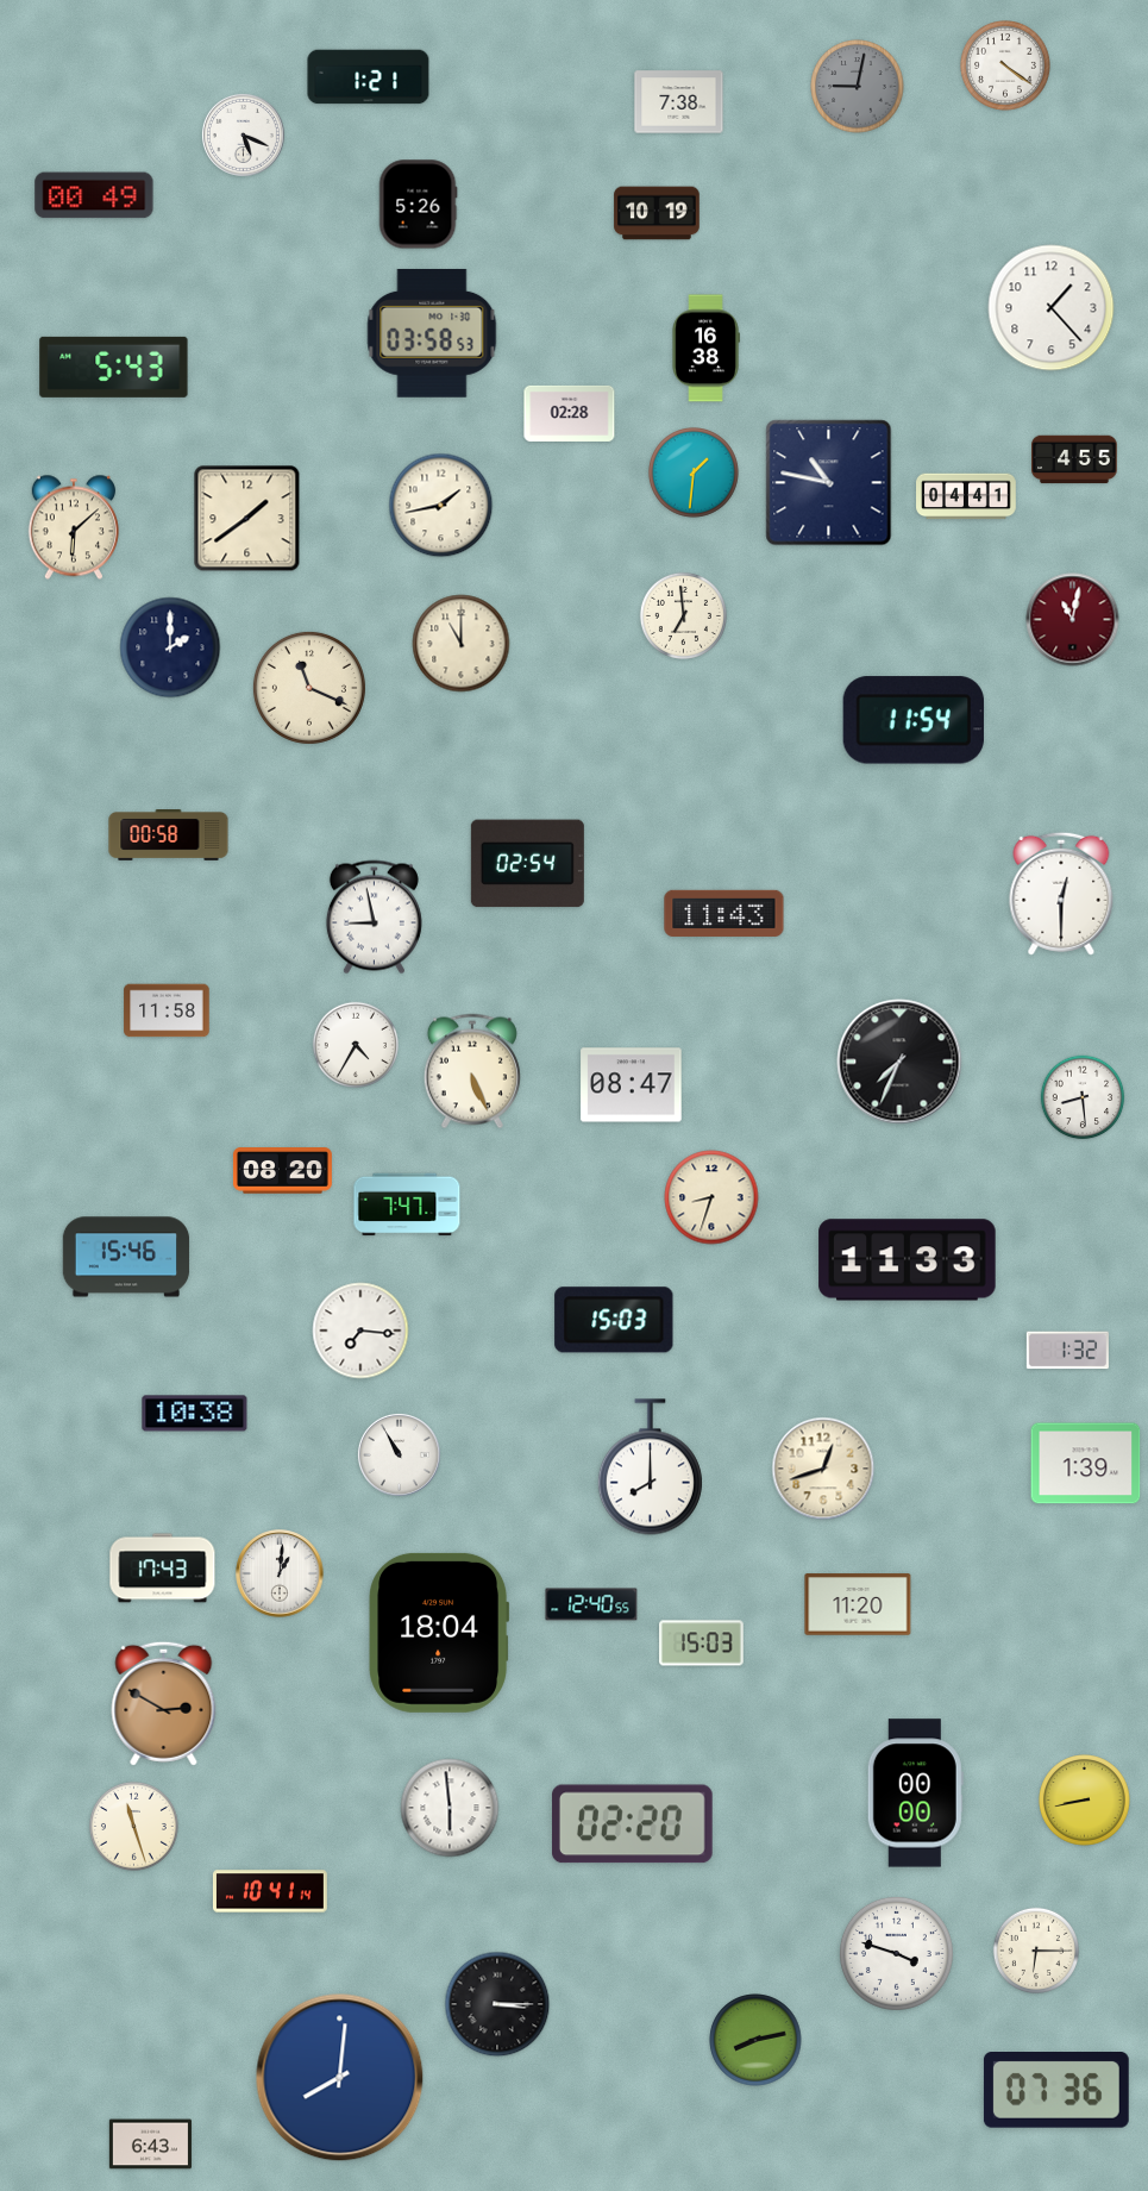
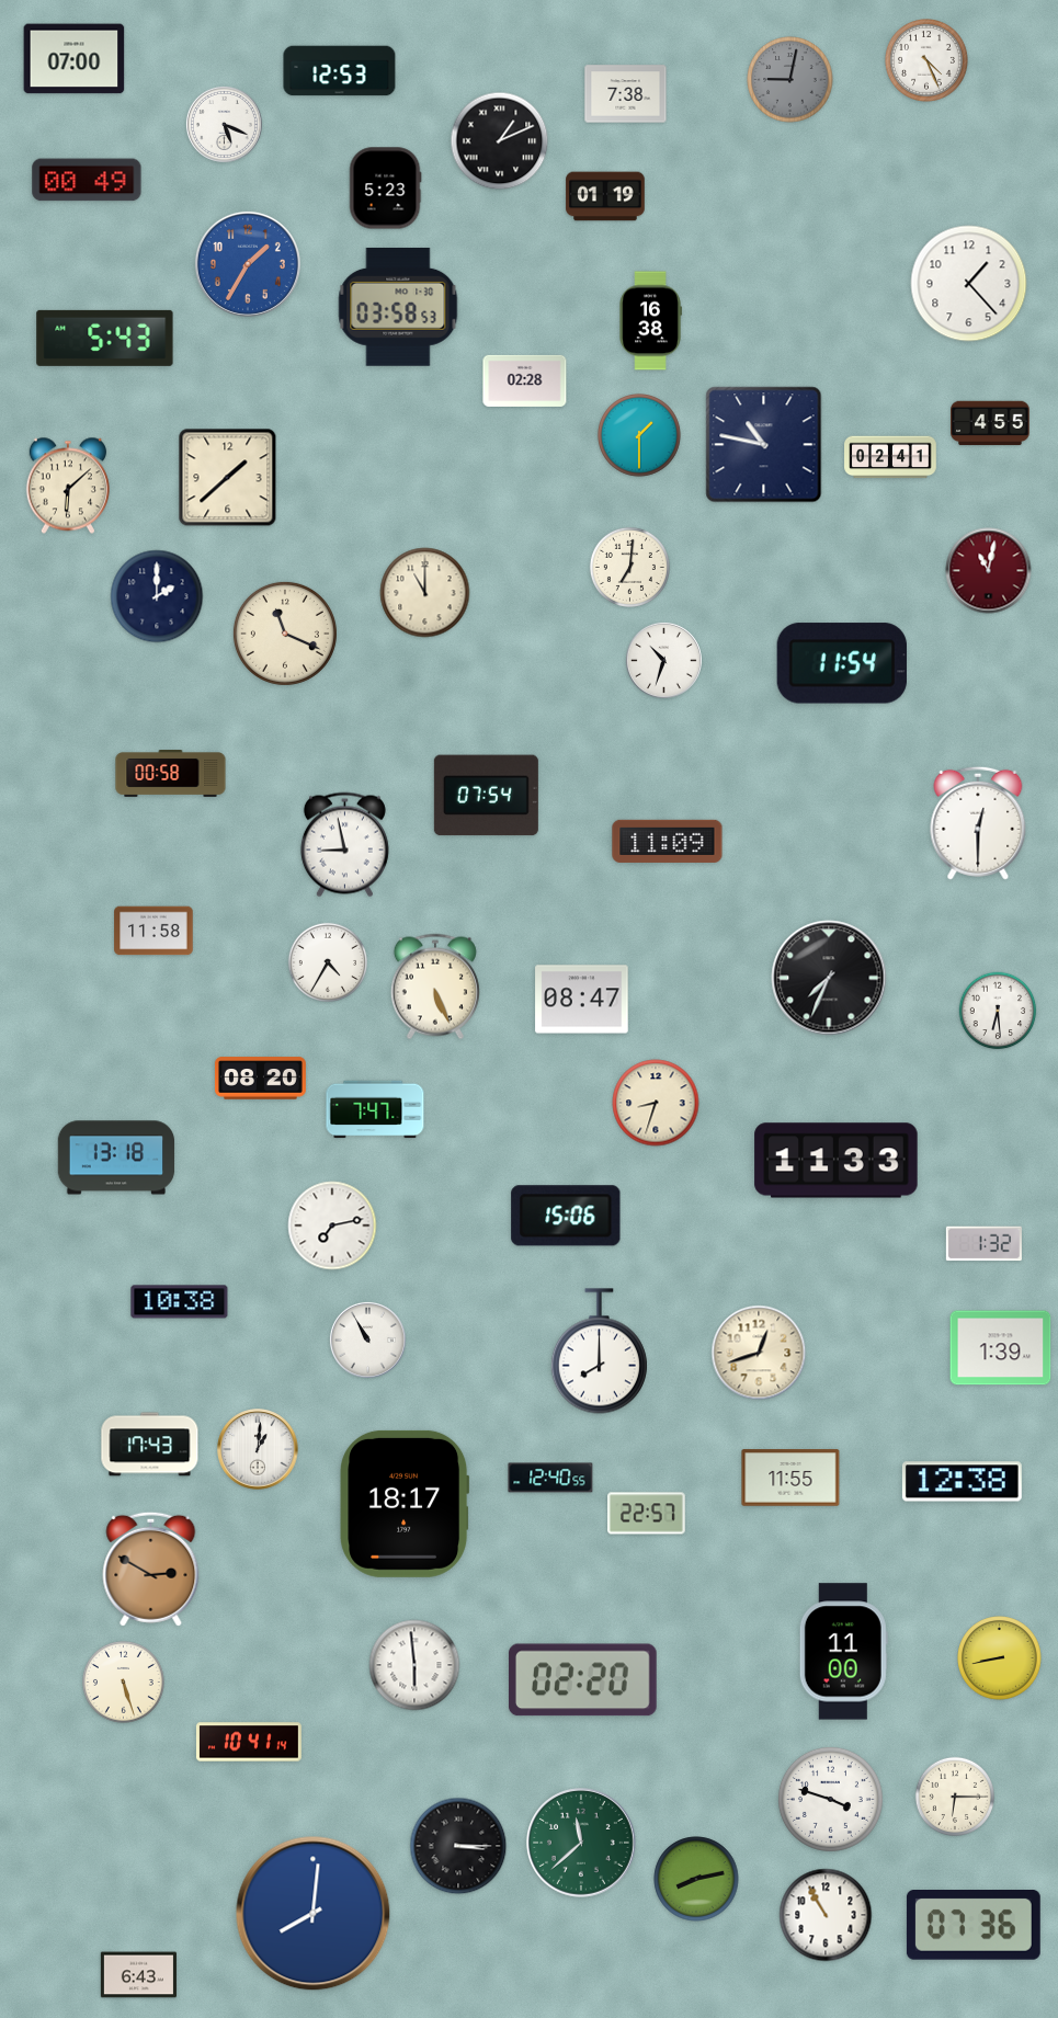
clock at (75, 59): none -> 07:00
clock at (1006, 67): 4:21 -> 4:26
clock at (369, 77): 1:21 -> 12:53
clock at (500, 141): none -> 1:11
clock at (418, 205): 5:26 -> 5:23
clock at (657, 213): 10:19 -> 01:19
clock at (248, 264): none -> 1:35
clock at (695, 474): 1:31 -> 1:30
clock at (966, 496): 04:41 -> 02:41
clock at (441, 506): 1:43 -> none
clock at (247, 519): 1:39 -> 1:38
clock at (683, 615): 6:59 -> 7:01
clock at (663, 660): none -> 10:33
clock at (169, 835) position: (169, 835) -> (171, 774)
clock at (527, 864): 02:54 -> 07:54
clock at (724, 913): 11:43 -> 11:09
clock at (1083, 1097): 8:29 -> 6:29
clock at (126, 1257): 15:46 -> 13:18
clock at (614, 1320): 15:03 -> 15:06
clock at (360, 1331): 7:16 -> 7:13
clock at (591, 1604) position: (591, 1604) -> (550, 1478)
clock at (858, 1604): 11:20 -> 11:55
clock at (962, 1482): none -> 12:38
clock at (439, 1633): 18:04 -> 18:17
clock at (702, 1644): 15:03 -> 22:57
clock at (915, 1794): 00:00 -> 11:00
clock at (133, 1826): 11:27 -> 5:27
clock at (896, 1953) position: (896, 1953) -> (830, 1799)
clock at (581, 1844): none -> 11:38
clock at (826, 1915): none -> 10:55
